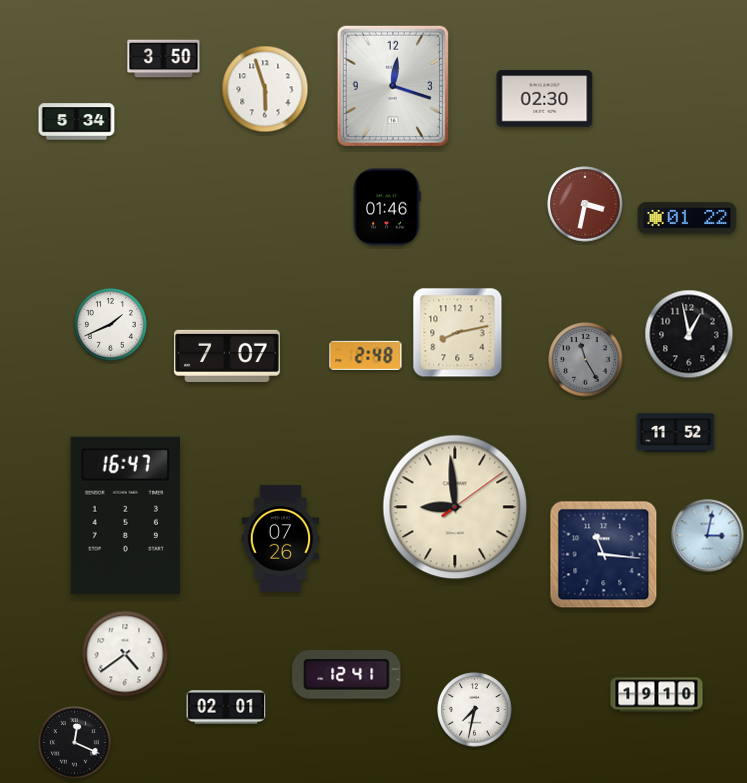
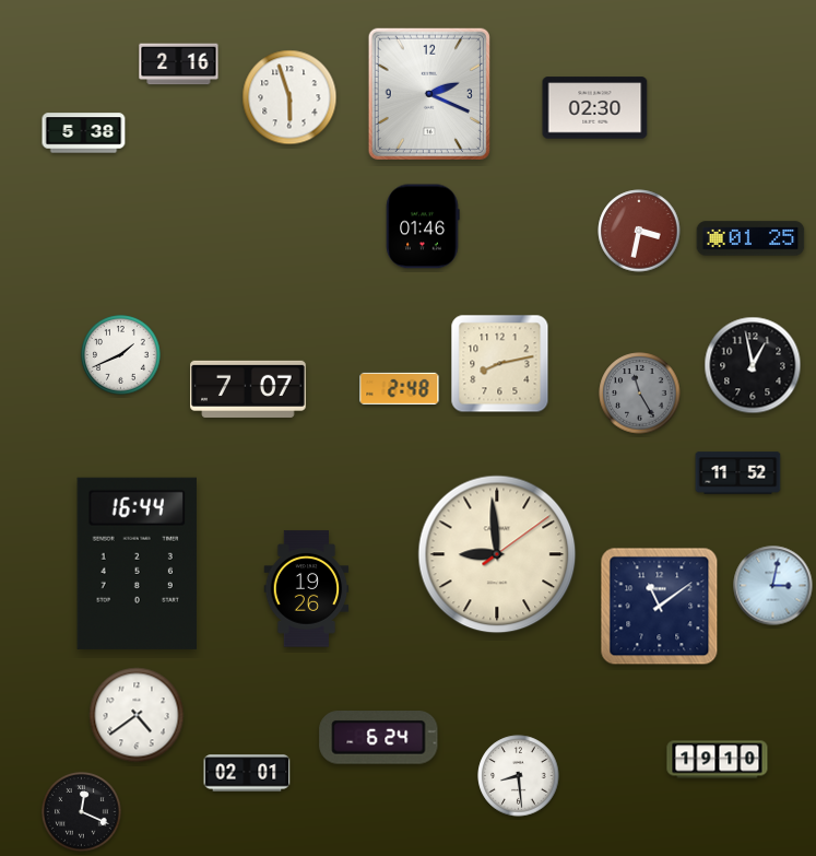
clock at (164, 59): 3:50 -> 2:16
clock at (393, 86): 12:18 -> 2:19
clock at (77, 122): 5:34 -> 5:38
clock at (585, 204) position: (585, 204) -> (639, 231)
clock at (687, 218): 01:22 -> 01:25
clock at (125, 515): 16:47 -> 16:44
clock at (281, 539): 07:26 -> 19:26
clock at (604, 555): 11:16 -> 11:09
clock at (347, 675): 12:41 -> 6:24
clock at (475, 710): 7:32 -> 8:29
